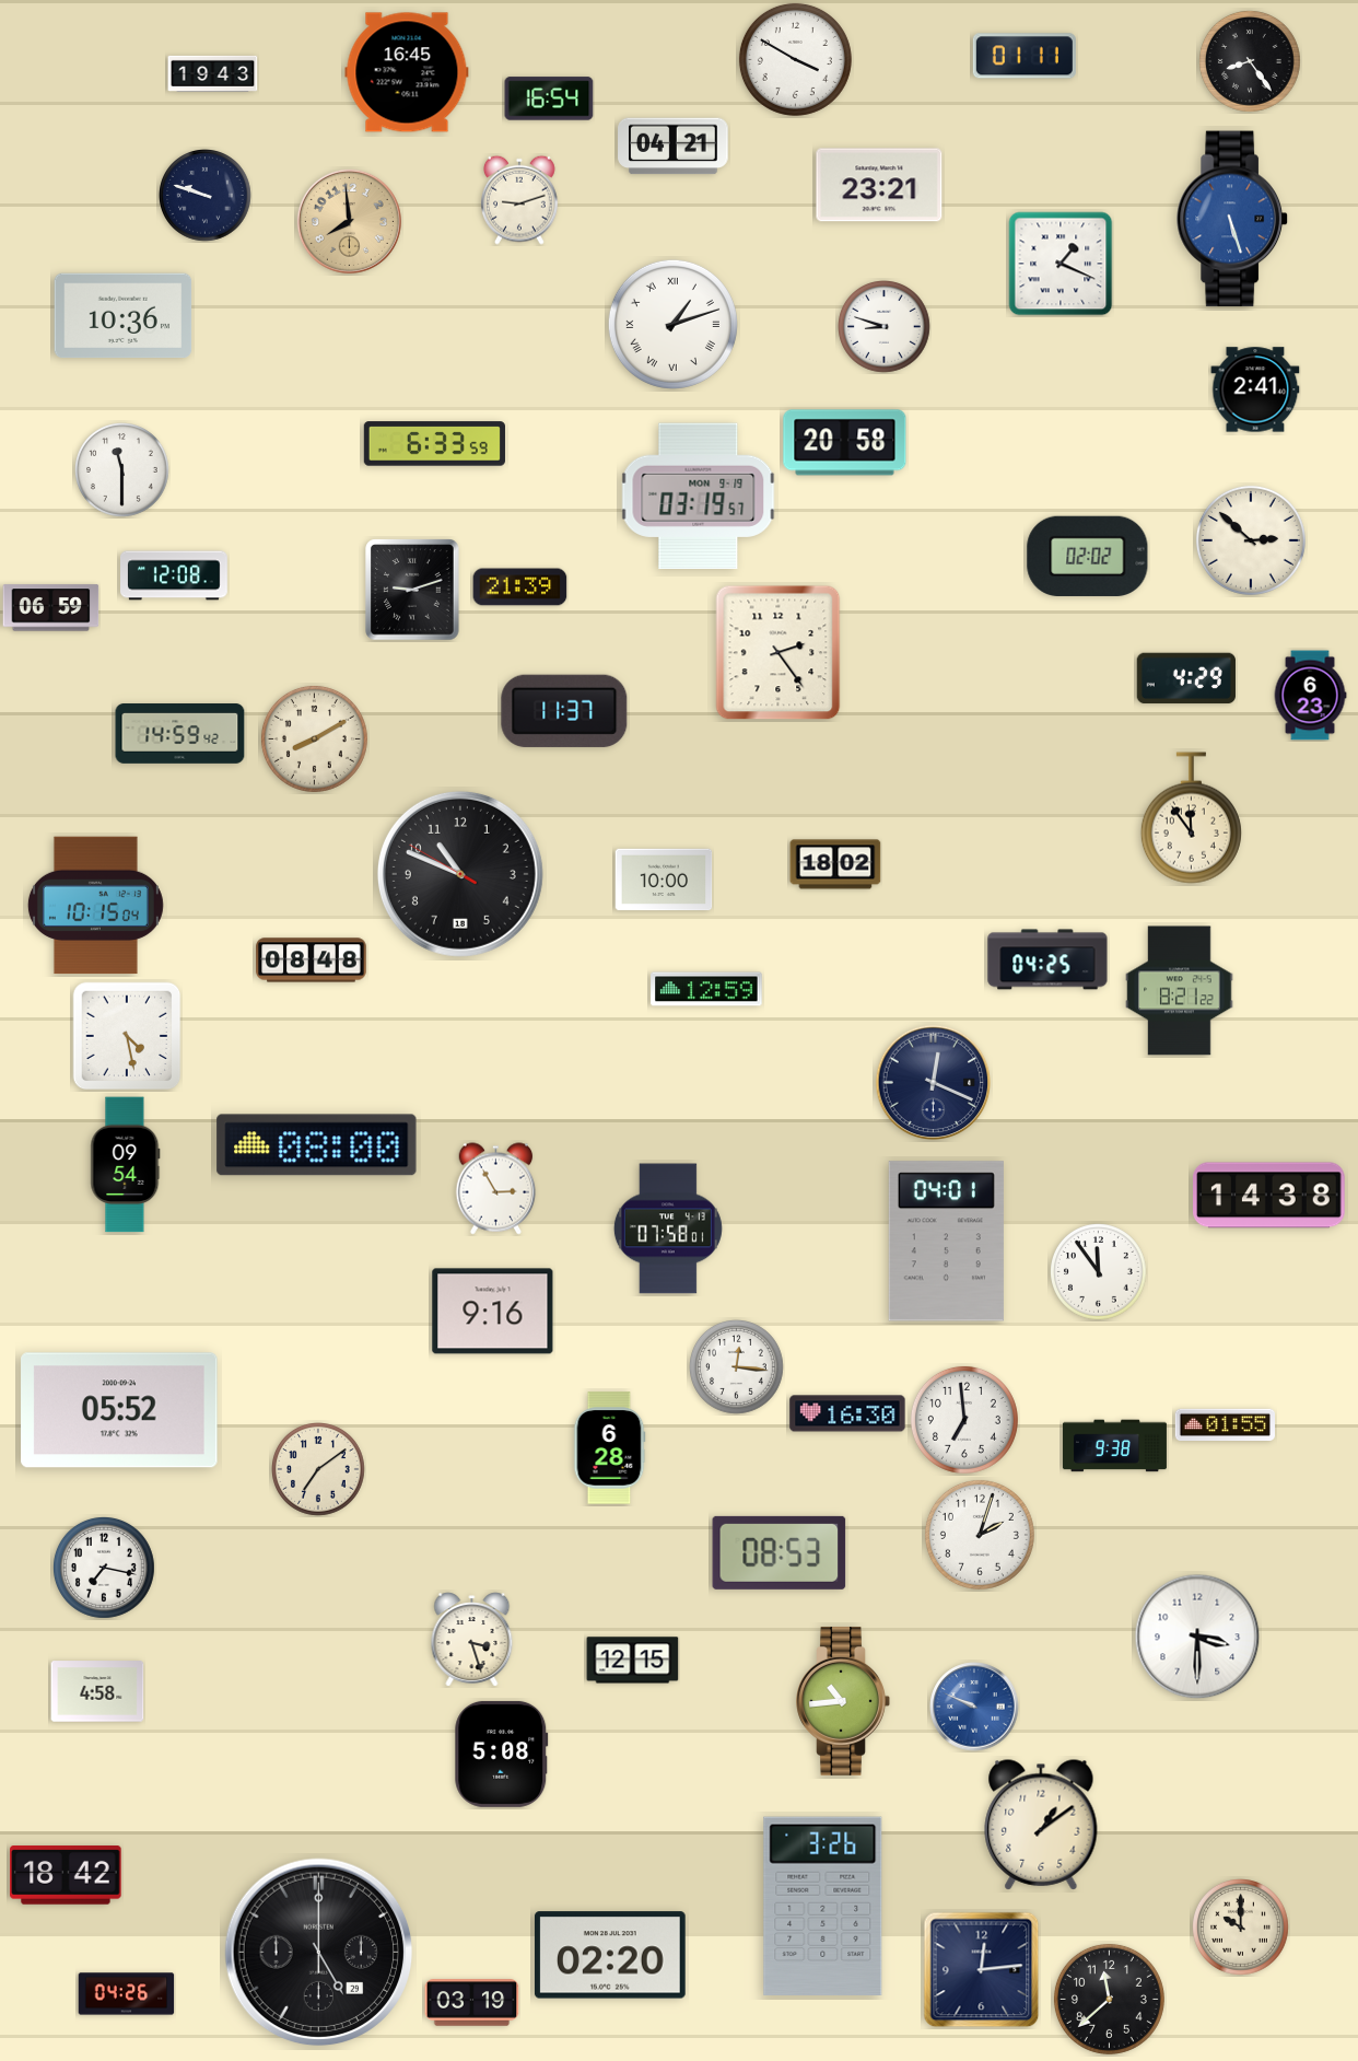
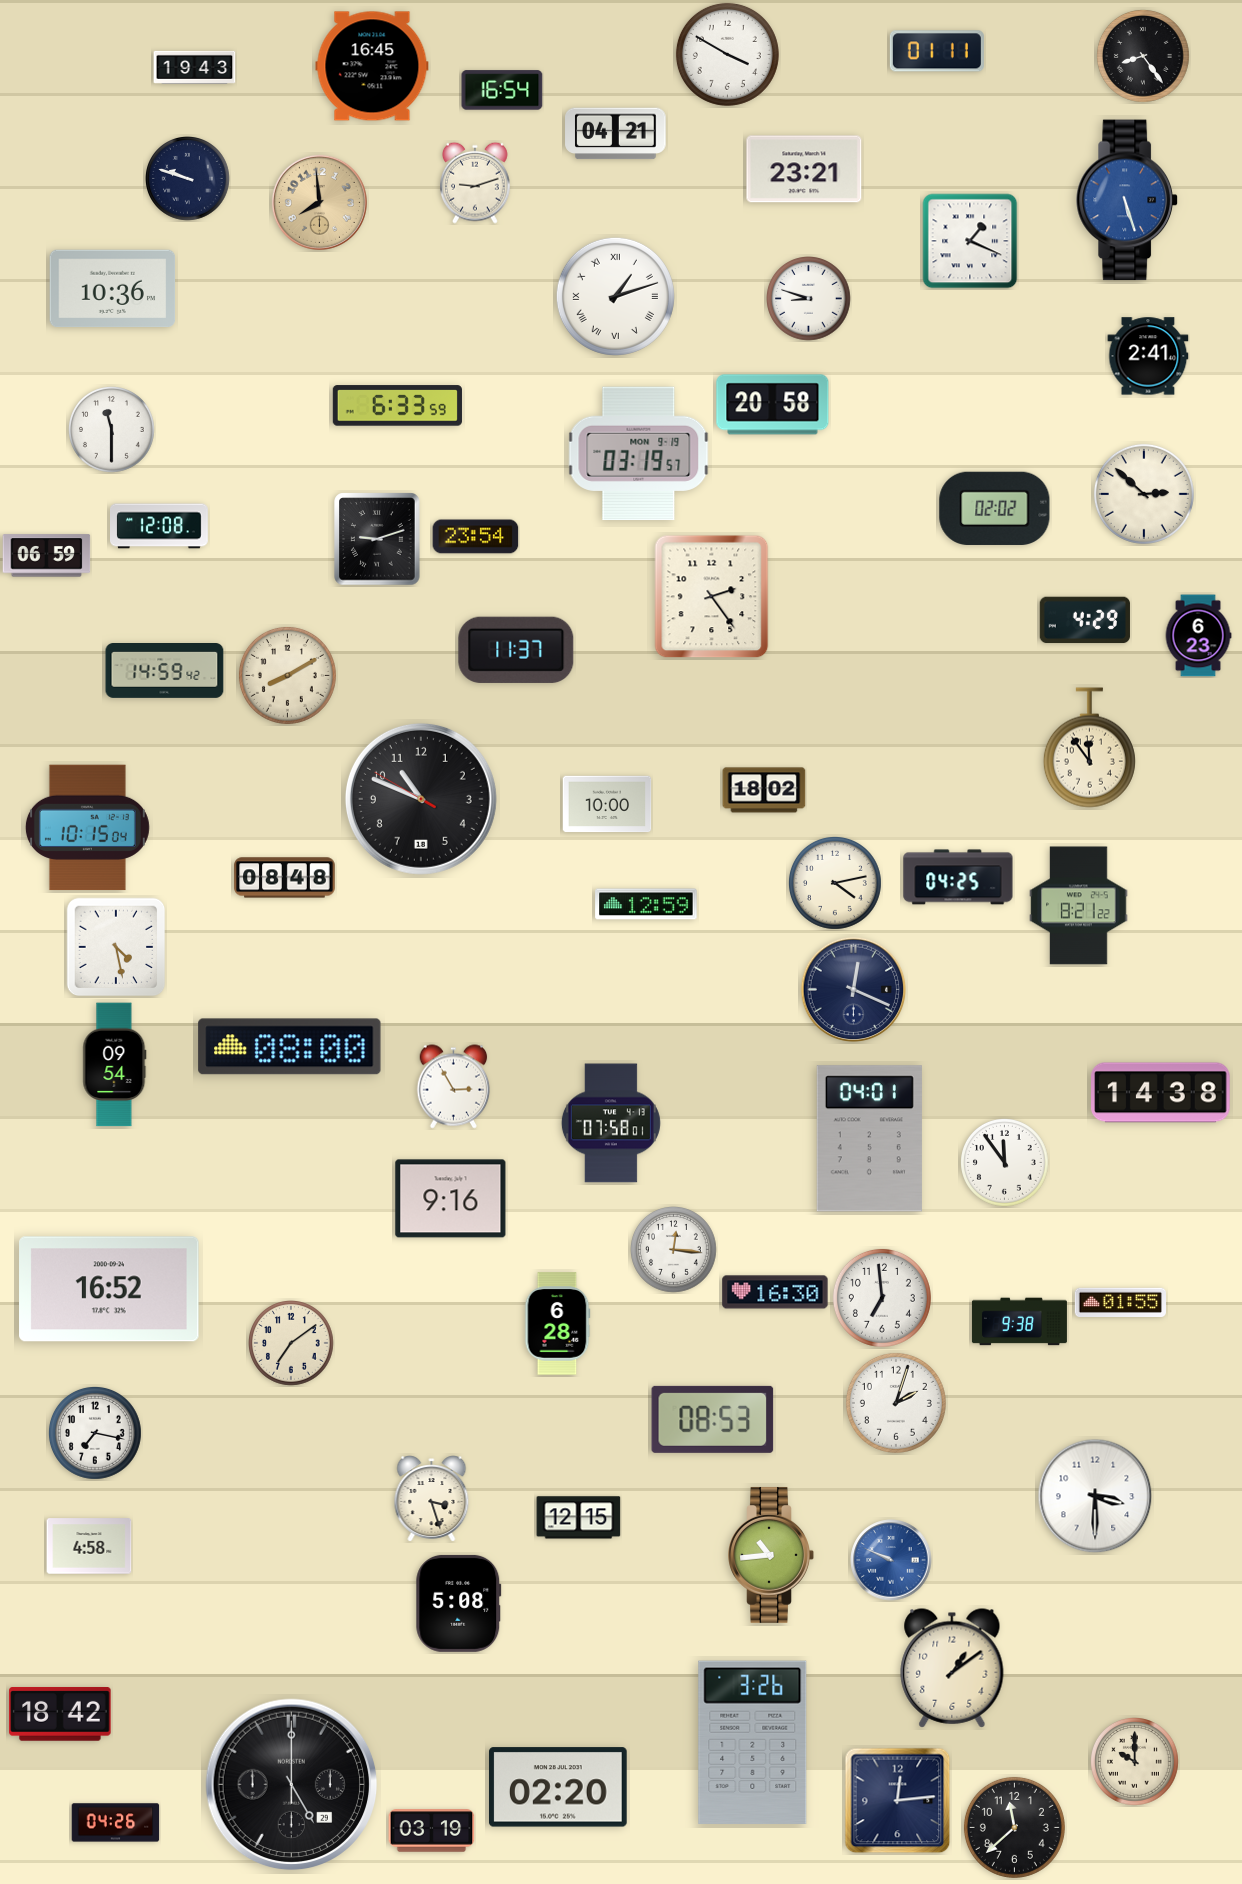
clock at (520, 587): 21:39 -> 23:54
clock at (835, 883): none -> 4:13
clock at (946, 1242) position: (946, 1242) -> (869, 1139)
clock at (119, 1410): 05:52 -> 16:52
